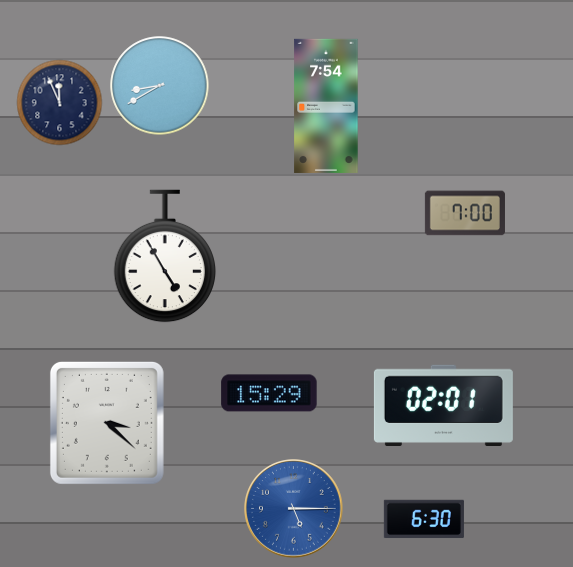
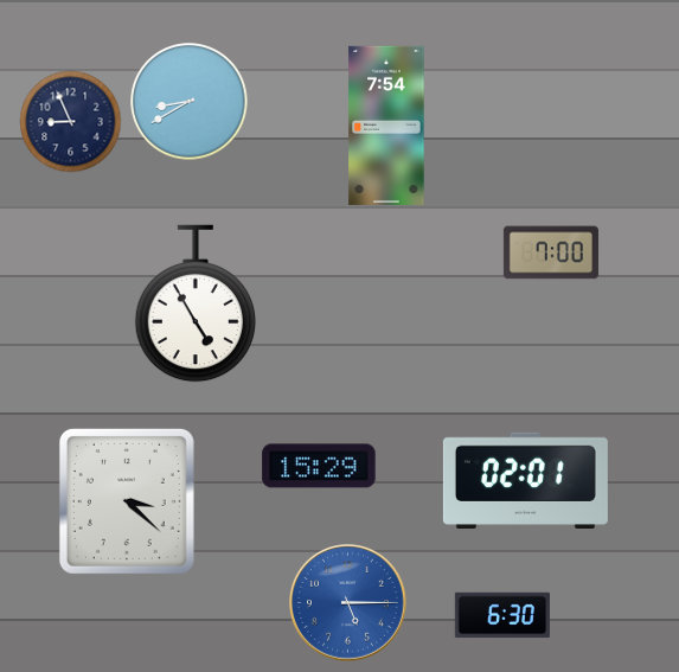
clock at (59, 102): 11:56 -> 8:56
